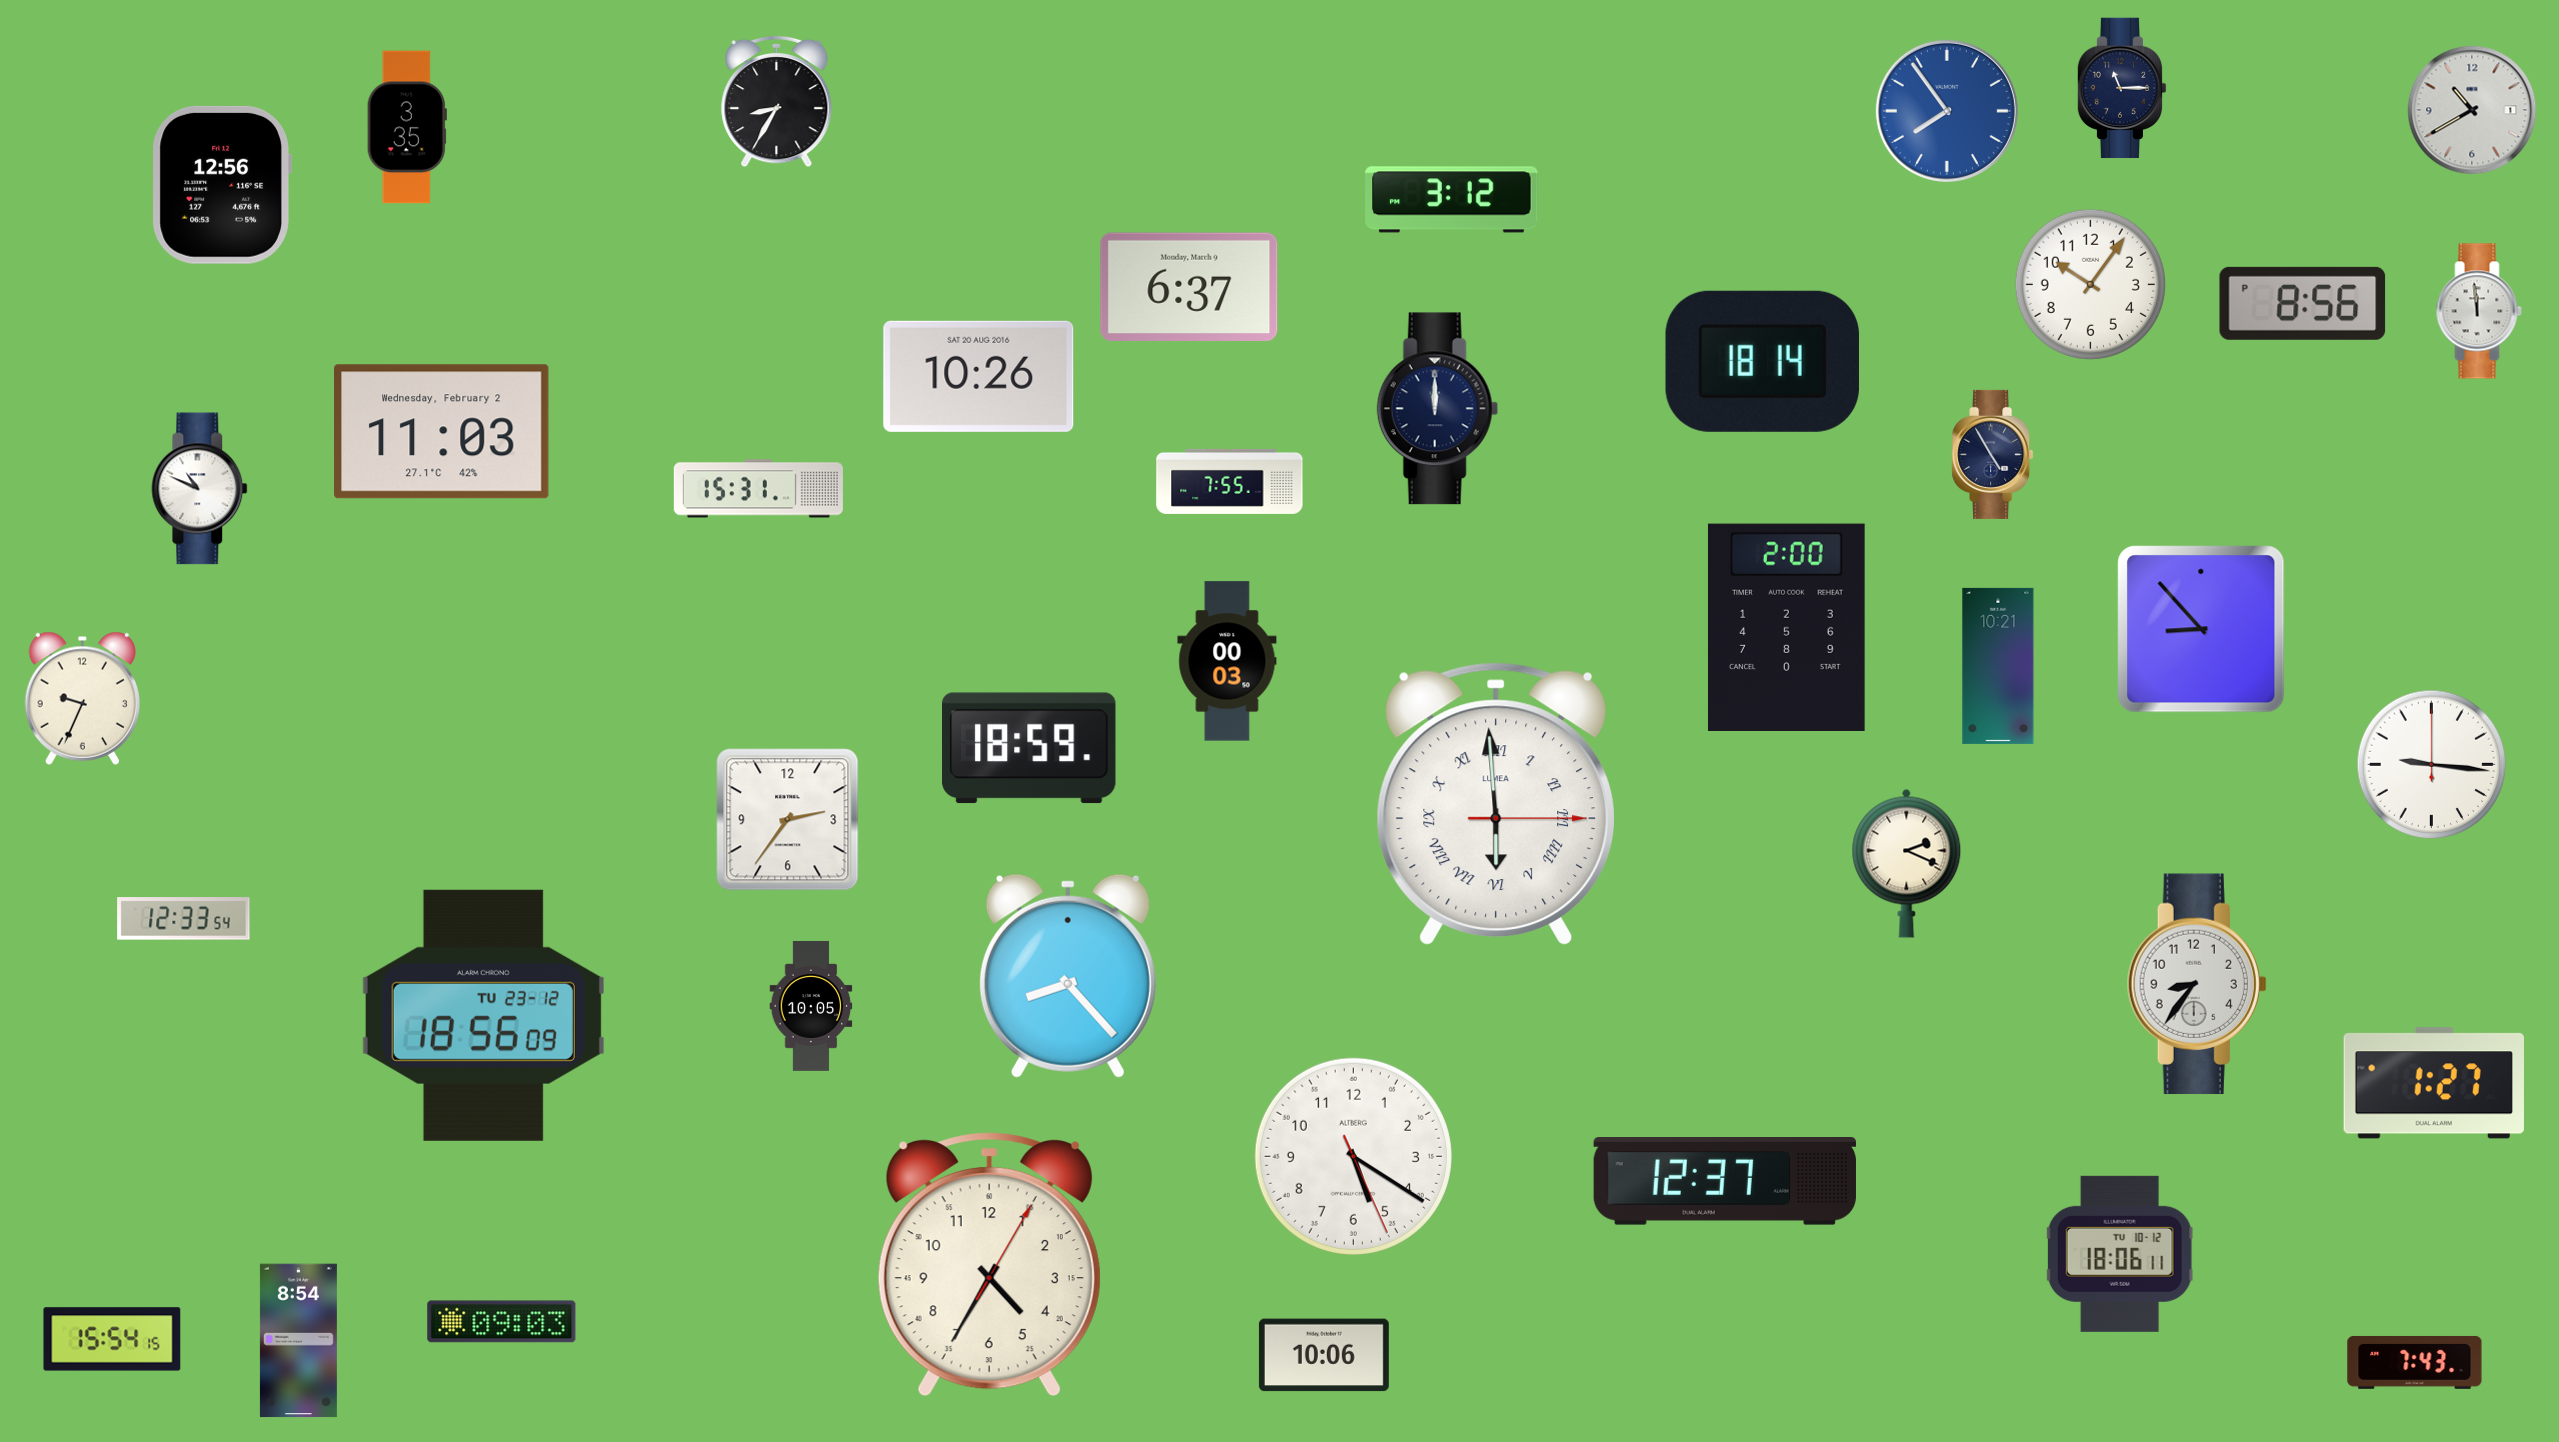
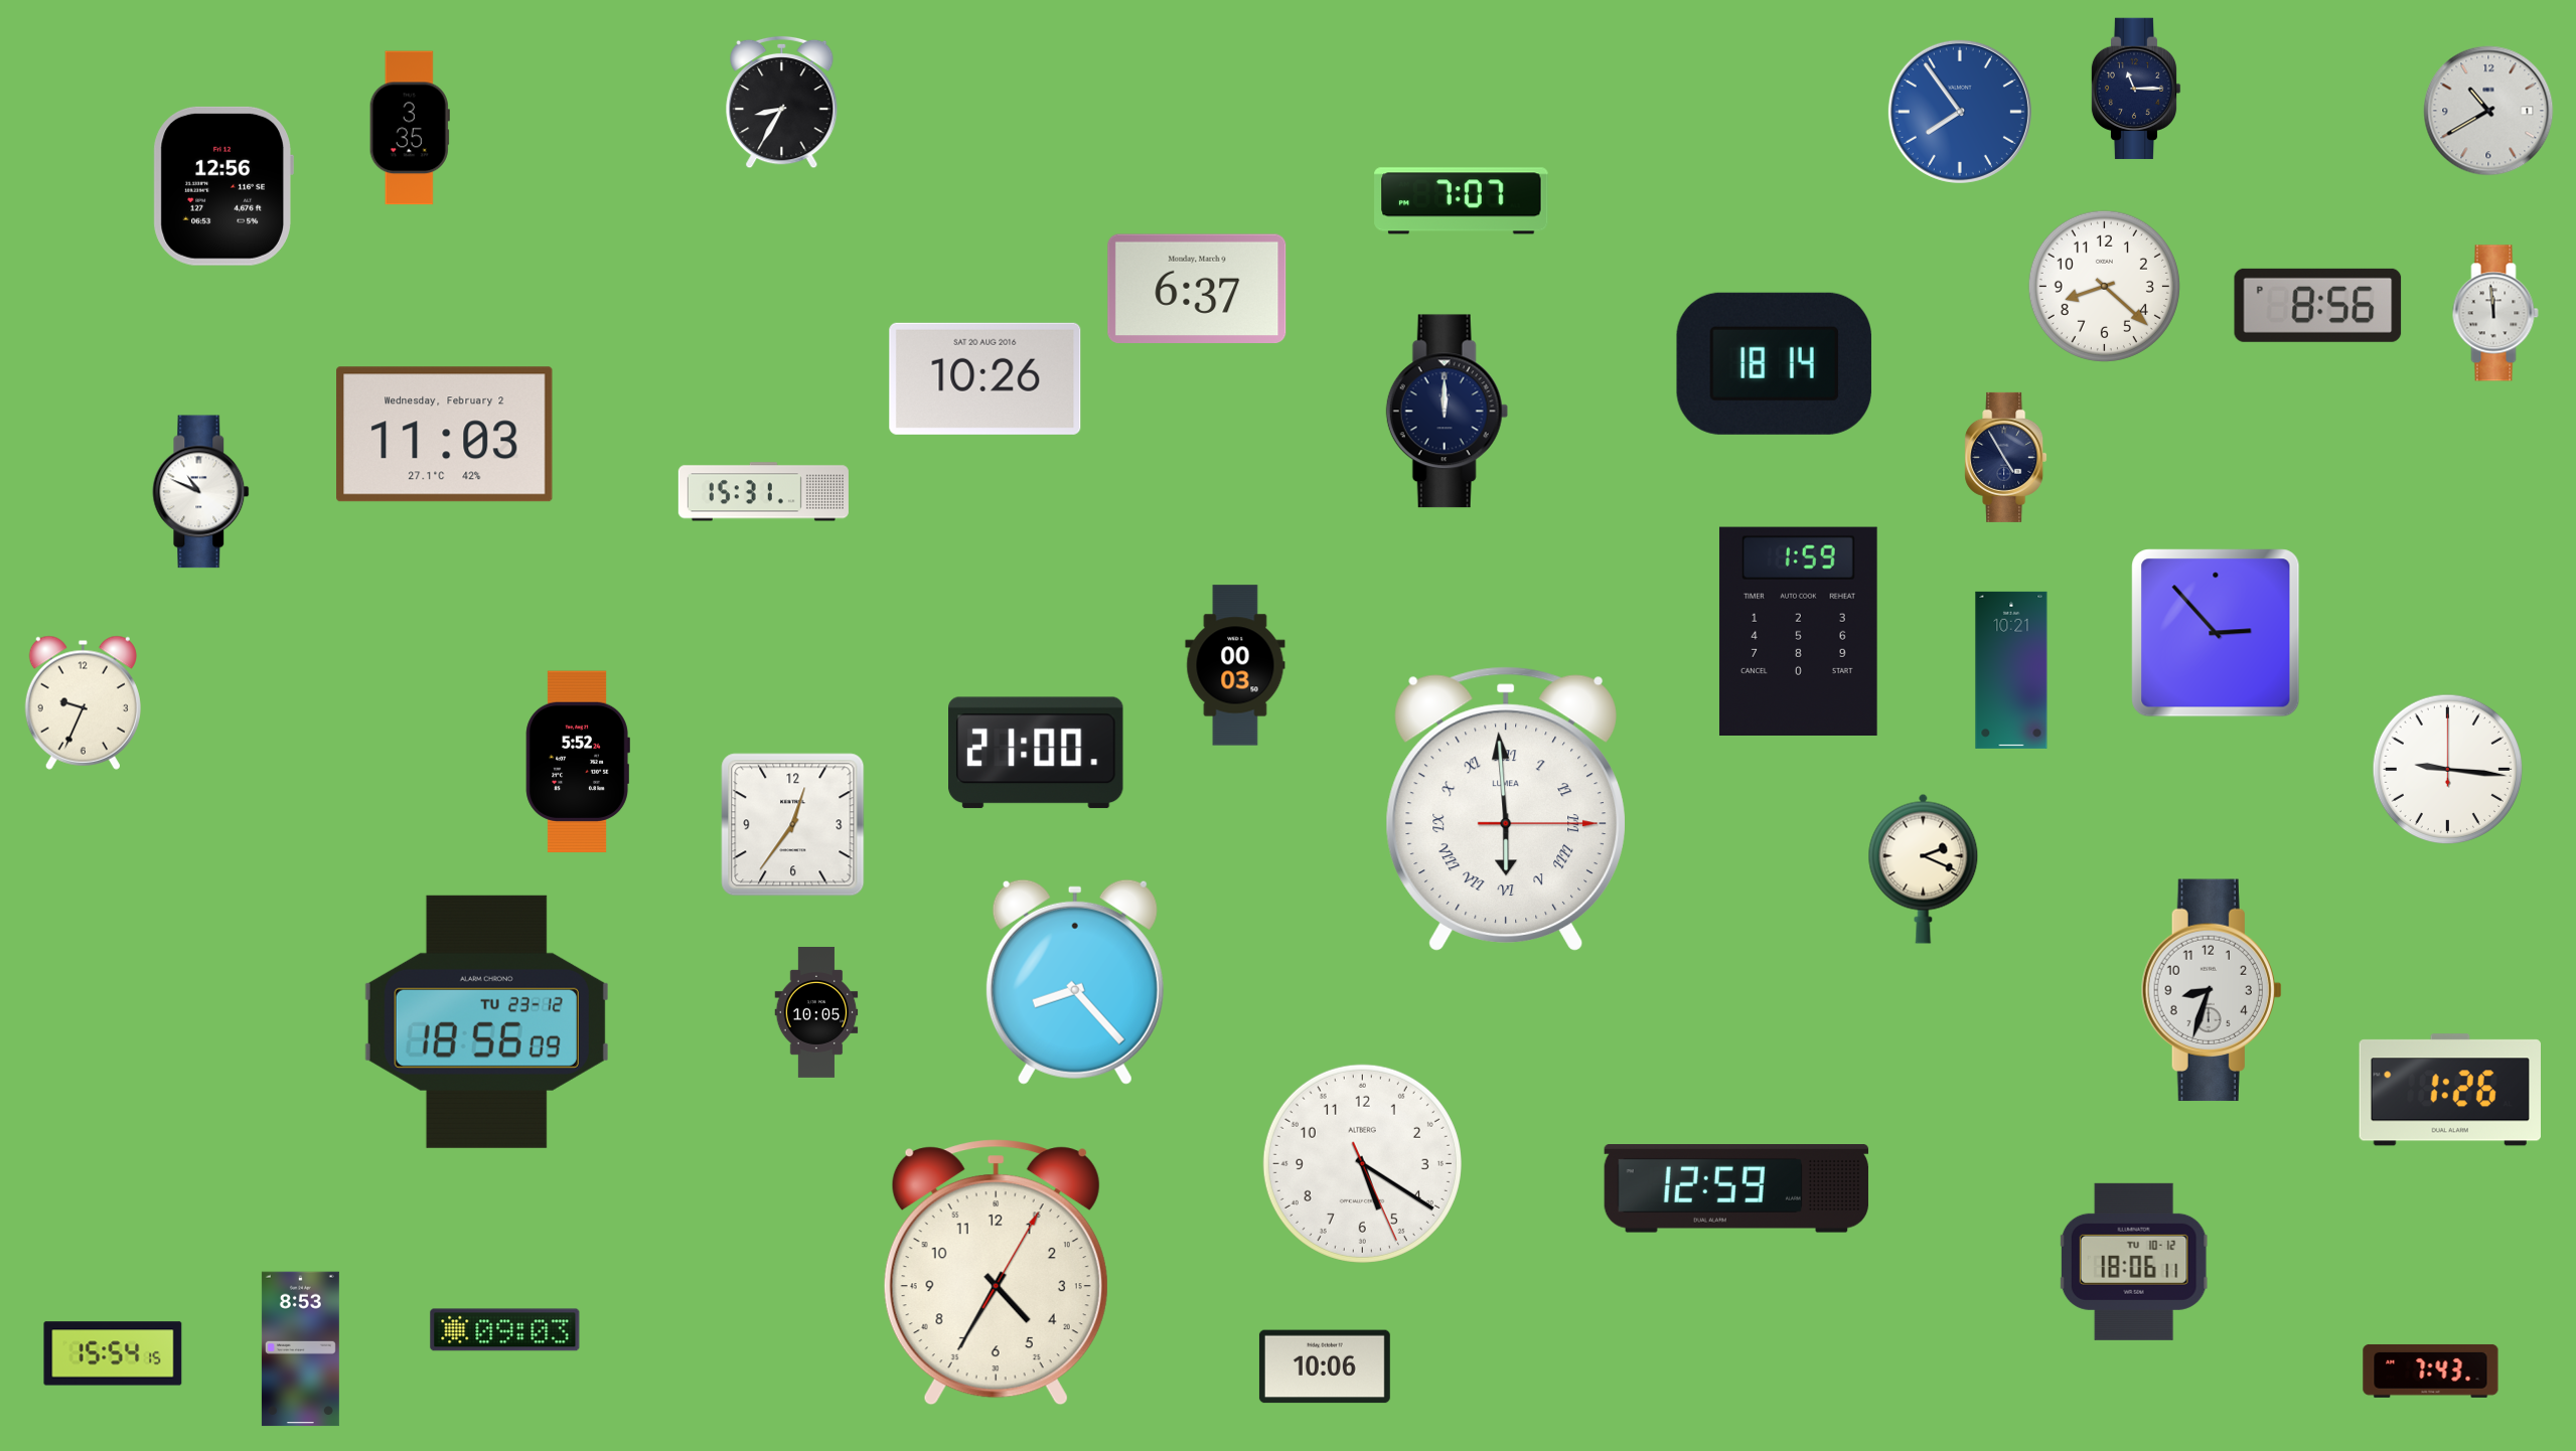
clock at (1452, 200): 3:12 -> 7:07
clock at (2090, 284): 10:06 -> 8:22
clock at (1230, 481): 7:55 -> none
clock at (1786, 627): 2:00 -> 1:59
clock at (2201, 629): 8:53 -> 2:53
clock at (1029, 748): 18:59 -> 21:00
clock at (578, 762): none -> 5:52
clock at (788, 820): 2:36 -> 12:36
clock at (1907, 863) position: (1907, 863) -> (1924, 868)
clock at (184, 919): 12:33 -> none
clock at (2197, 984): 8:36 -> 8:33
clock at (2434, 1083): 1:27 -> 1:26
clock at (1725, 1181): 12:37 -> 12:59
clock at (112, 1339) position: (112, 1339) -> (113, 1353)
clock at (298, 1341): 8:54 -> 8:53
clock at (1324, 1355) position: (1324, 1355) -> (1325, 1366)
